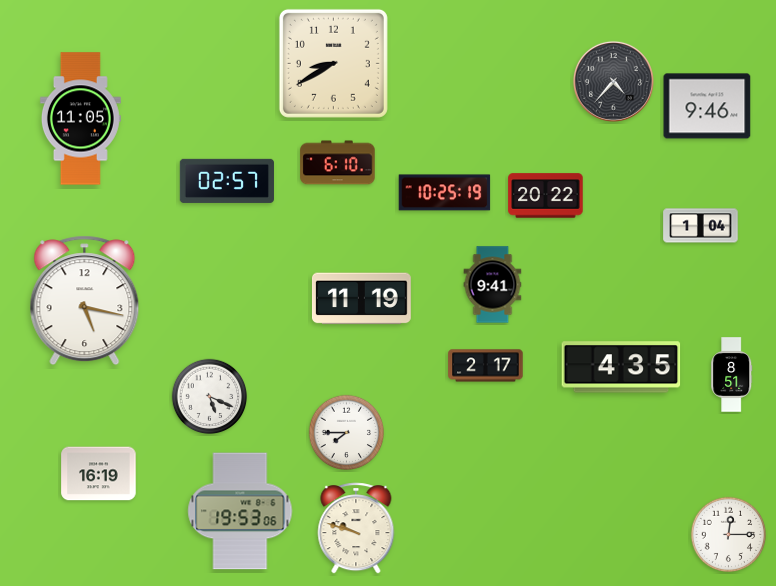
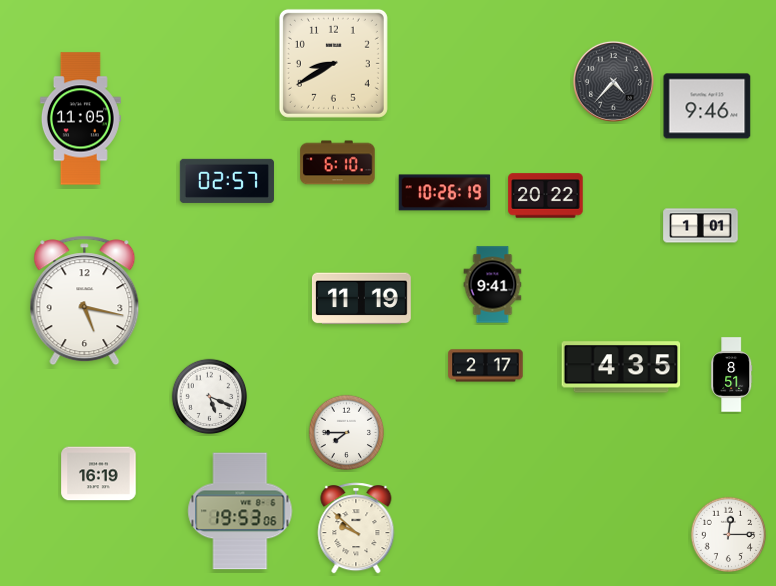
clock at (445, 193): 10:25 -> 10:26
clock at (701, 226): 1:04 -> 1:01
clock at (356, 528): 9:48 -> 9:52
